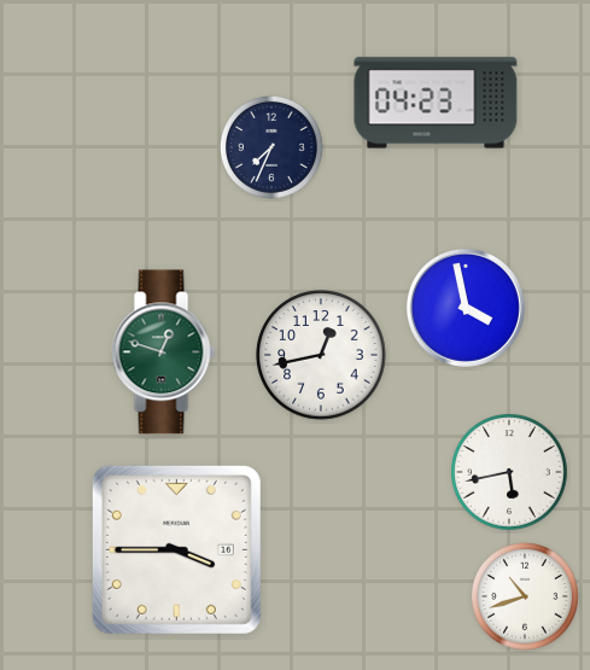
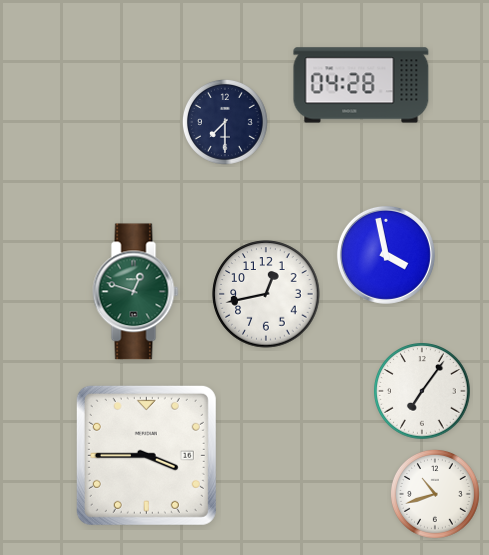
clock at (436, 103): 04:23 -> 04:28
clock at (271, 147): 7:34 -> 7:30
clock at (509, 472): 5:43 -> 7:06
